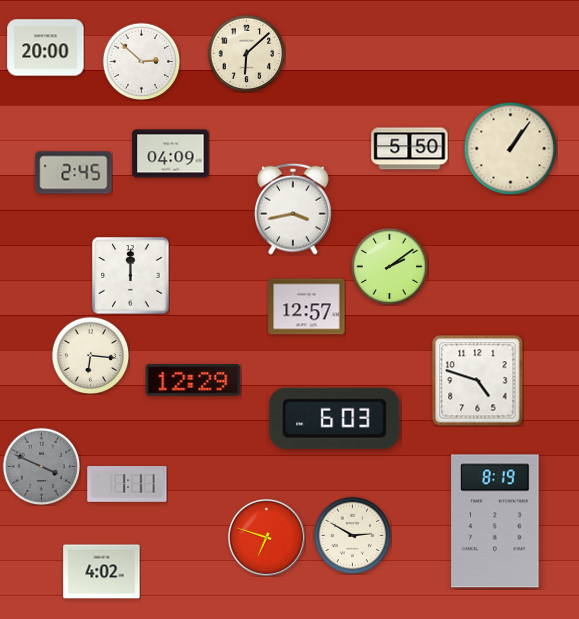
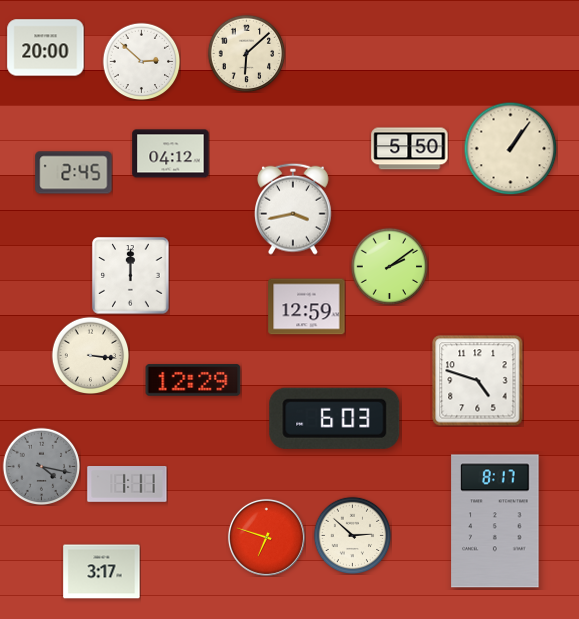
clock at (171, 154): 04:09 -> 04:12
clock at (307, 307): 12:57 -> 12:59
clock at (90, 355): 6:16 -> 3:16
clock at (41, 466): 3:49 -> 4:17
clock at (495, 521): 8:19 -> 8:17
clock at (352, 535): 2:50 -> 2:52
clock at (102, 572): 4:02 -> 3:17
